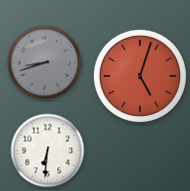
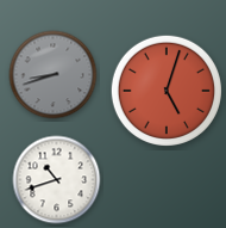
clock at (48, 151): 6:31 -> 10:42
